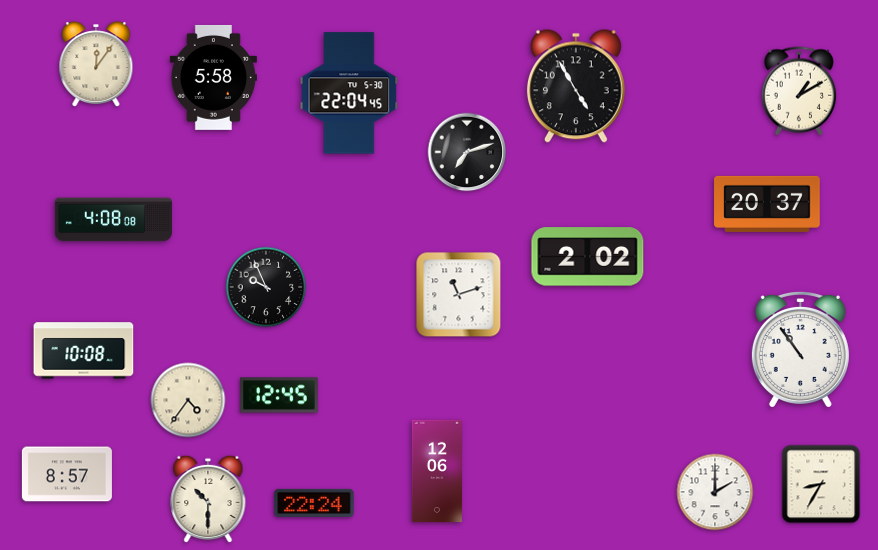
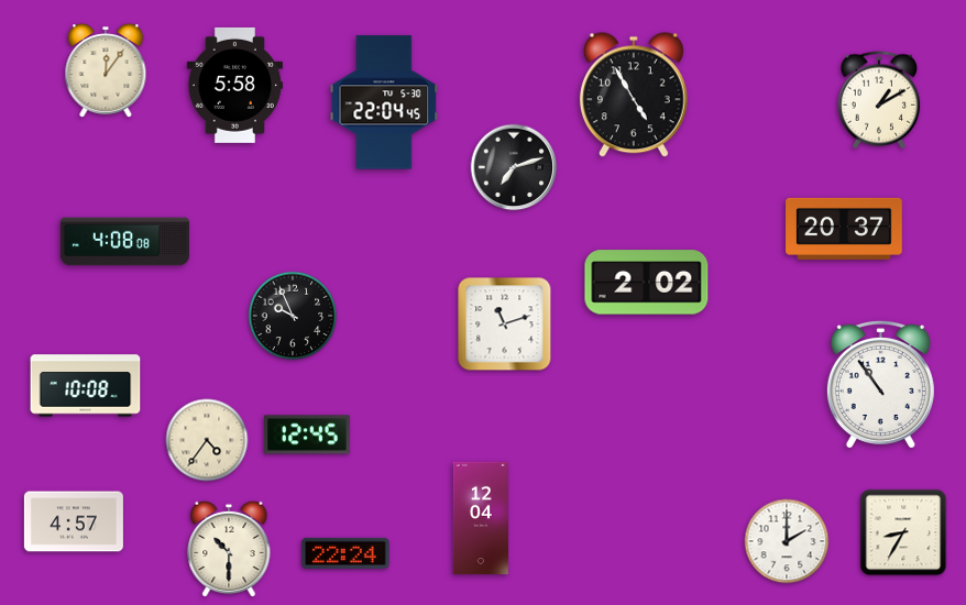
clock at (767, 204) position: (767, 204) -> (844, 229)
clock at (84, 351) position: (84, 351) -> (86, 386)
clock at (437, 471): 12:06 -> 12:04
clock at (67, 474): 8:57 -> 4:57
